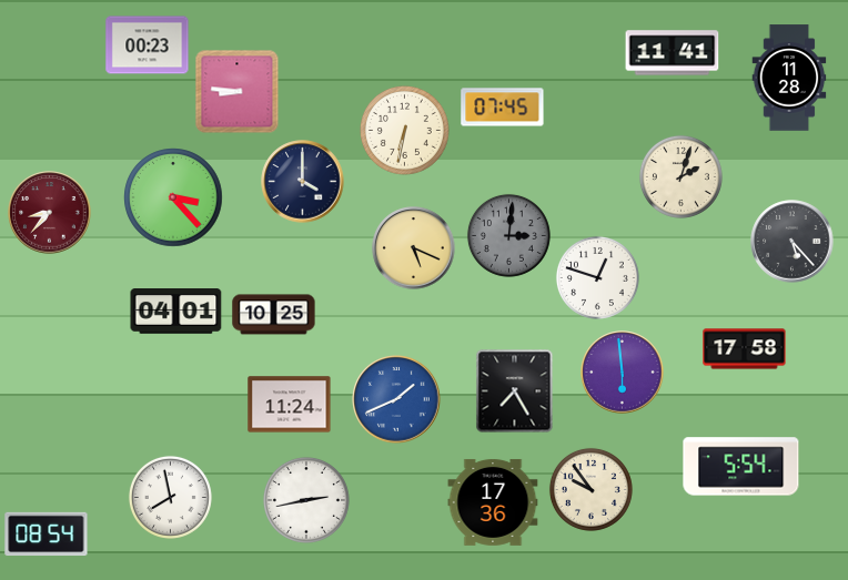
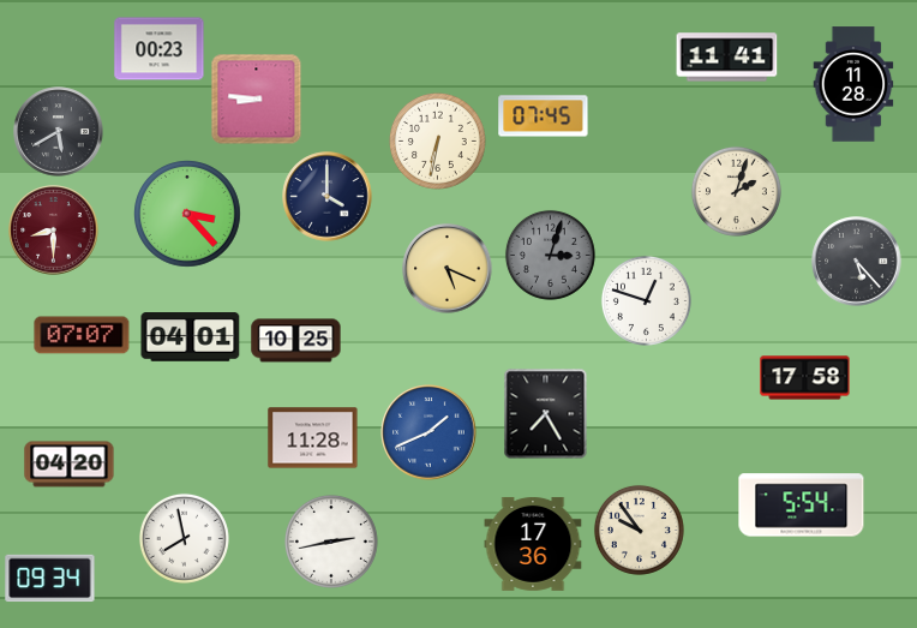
clock at (59, 132): none -> 5:40
clock at (50, 213): 8:37 -> 8:30
clock at (508, 235): 3:01 -> 3:03
clock at (82, 335): none -> 07:07
clock at (623, 373): 5:59 -> none
clock at (515, 391) position: (515, 391) -> (546, 414)
clock at (290, 405): 11:24 -> 11:28
clock at (70, 465): none -> 04:20
clock at (47, 535): 08:54 -> 09:34
